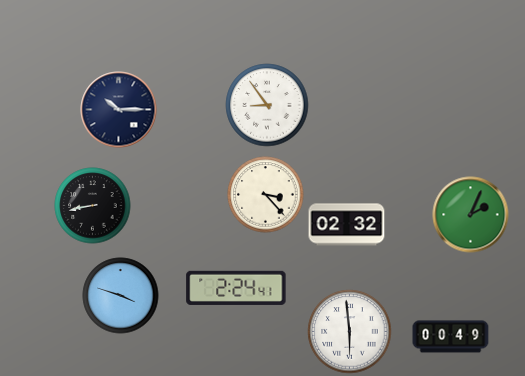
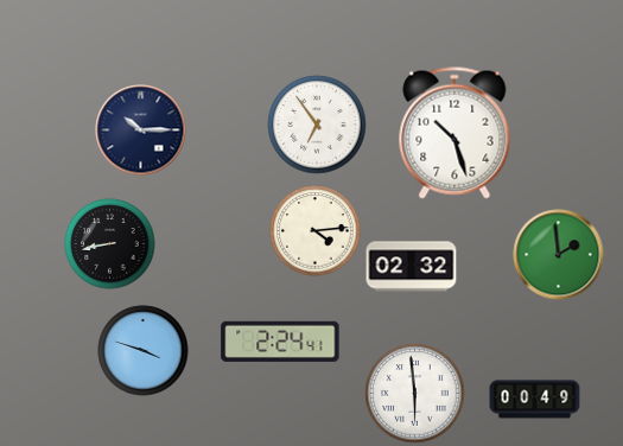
clock at (267, 105): 8:54 -> 6:54
clock at (454, 133): none -> 10:27
clock at (266, 195): 3:23 -> 4:14
clock at (471, 215): 2:04 -> 1:59
